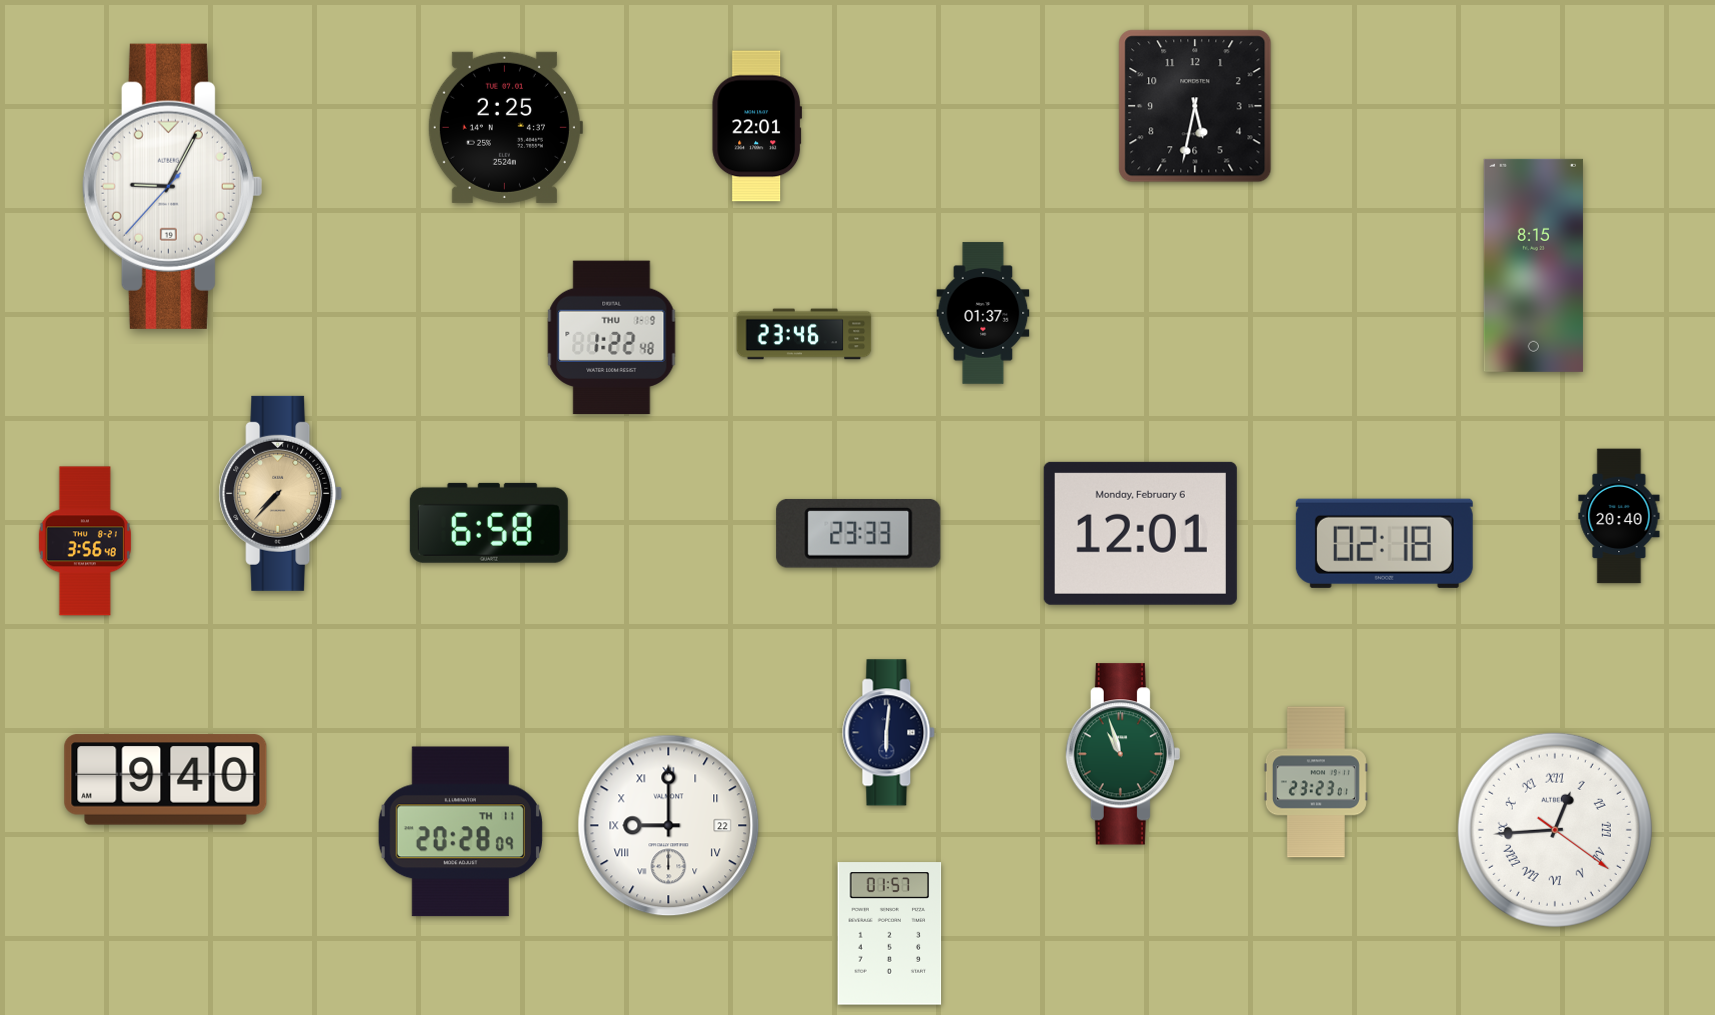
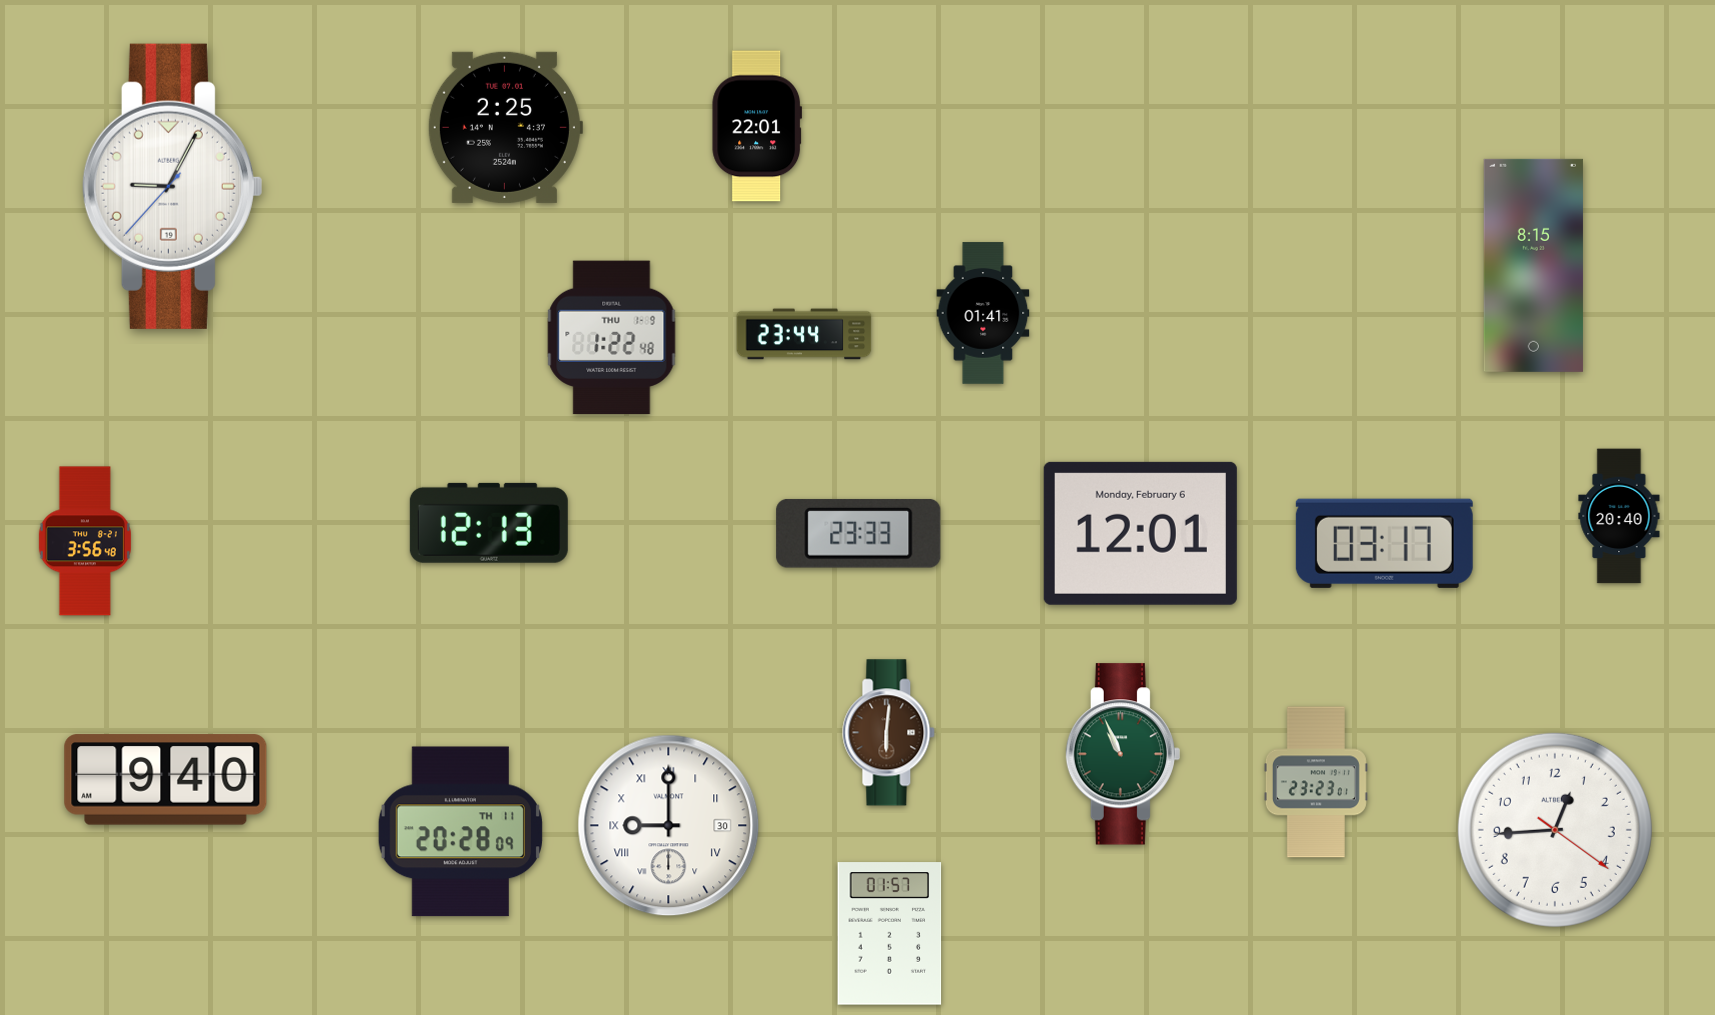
clock at (1195, 106): 5:32 -> none
clock at (983, 313): 01:37 -> 01:41
clock at (804, 334): 23:46 -> 23:44
clock at (281, 493): 7:37 -> none
clock at (489, 523): 6:58 -> 12:13
clock at (1384, 543): 02:18 -> 03:17
clock at (889, 733) dial: navy -> brown
clock at (1123, 754): 10:57 -> 10:56
clock at (669, 826) date: 22 -> 30
clock at (1555, 830) numerals: Roman -> Arabic
